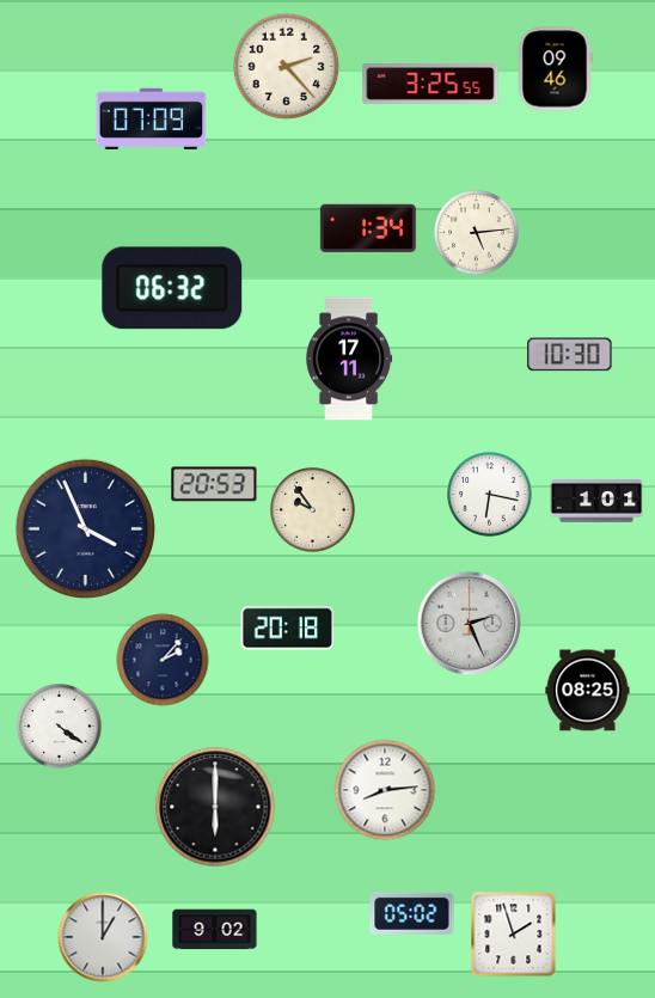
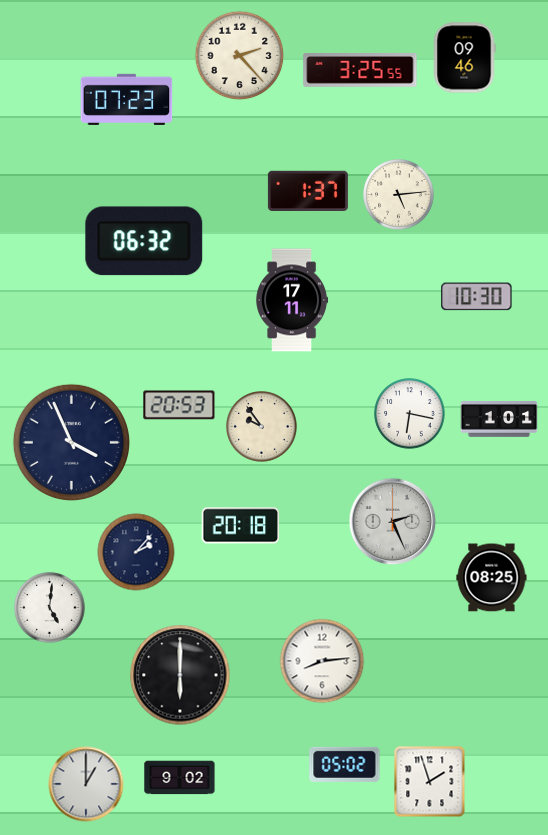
clock at (152, 118): 07:09 -> 07:23
clock at (368, 227): 1:34 -> 1:37
clock at (60, 727): 4:21 -> 5:01
